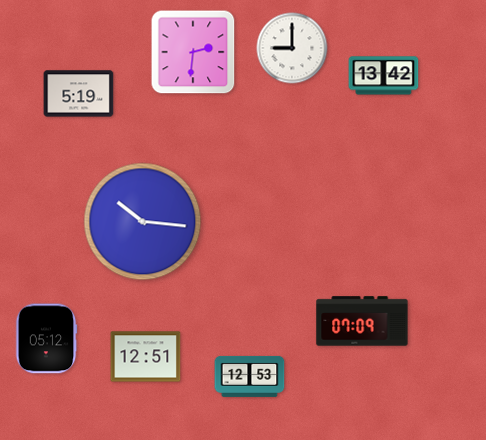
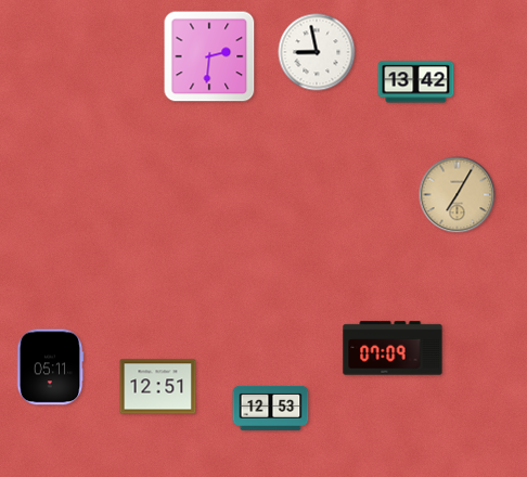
clock at (292, 48): 9:00 -> 8:58
clock at (79, 94): 5:19 -> none
clock at (458, 195): none -> 7:05
clock at (143, 222): 10:16 -> none
clock at (46, 339): 05:12 -> 05:11
